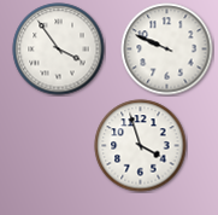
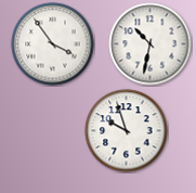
clock at (167, 50): 9:49 -> 10:32
clock at (141, 146): 3:57 -> 9:57
